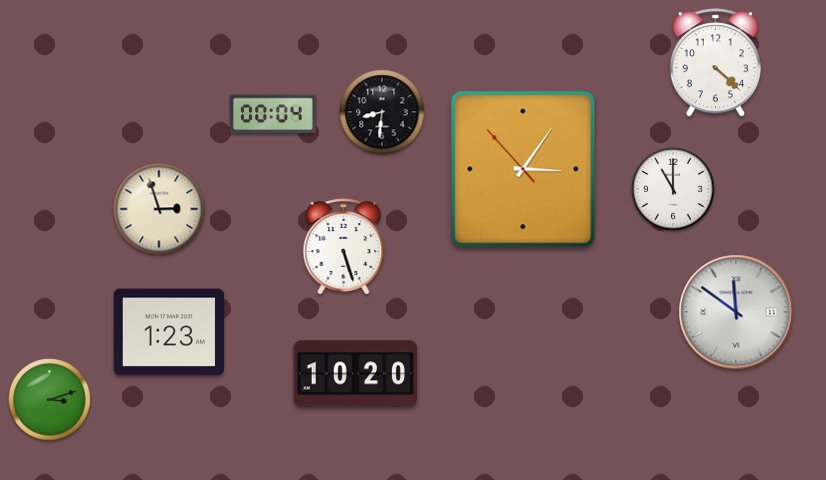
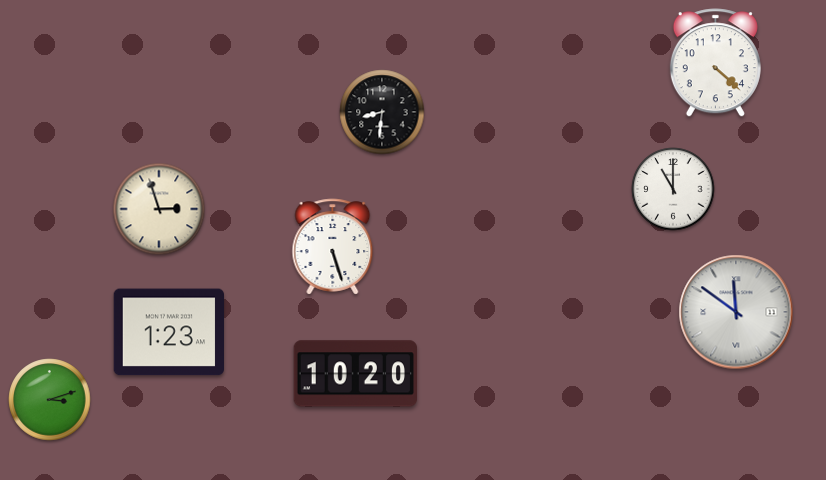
clock at (273, 114): 00:04 -> none
clock at (523, 169): 3:05 -> none
clock at (344, 247) position: (344, 247) -> (333, 247)
